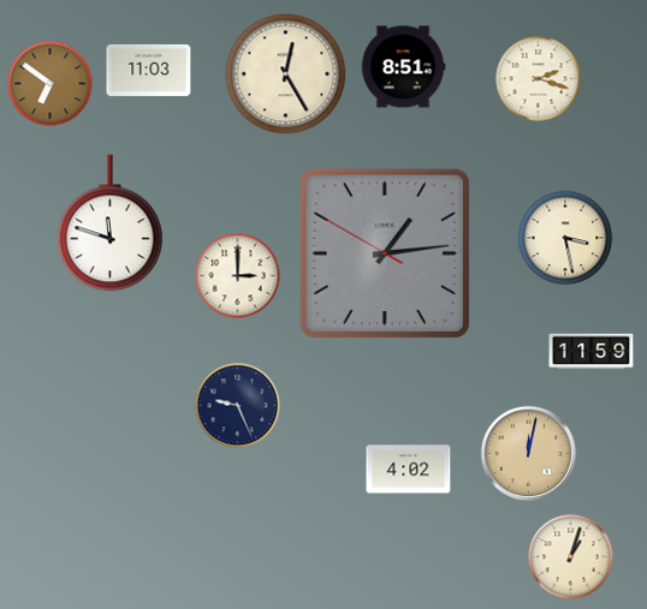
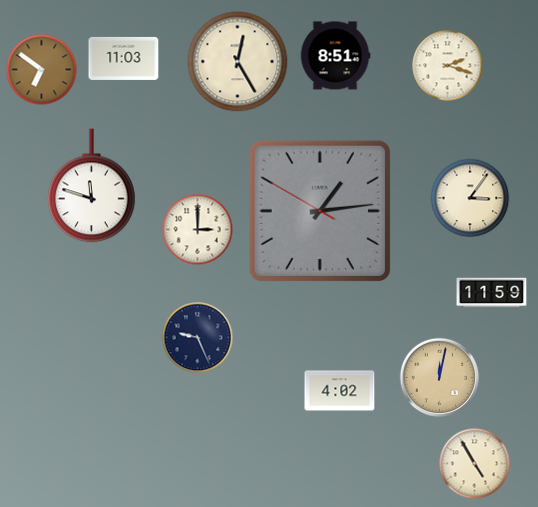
clock at (565, 238): 3:28 -> 3:06
clock at (571, 557): 1:03 -> 4:55
